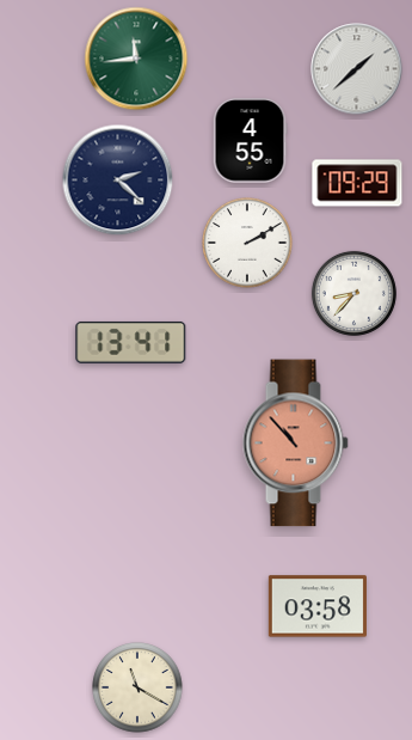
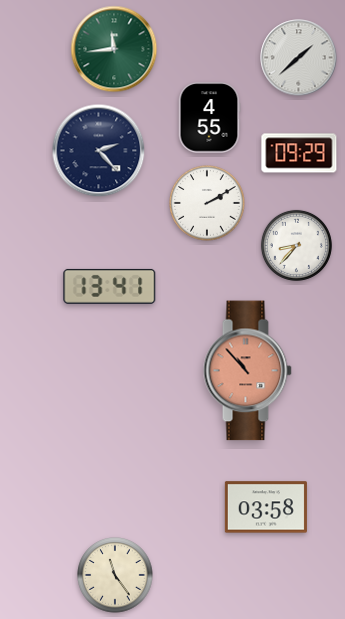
clock at (118, 181): 2:22 -> 2:23
clock at (137, 687): 11:20 -> 11:24
